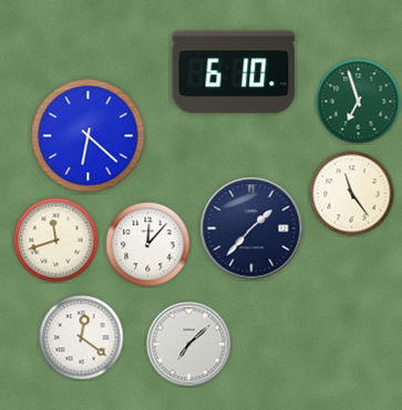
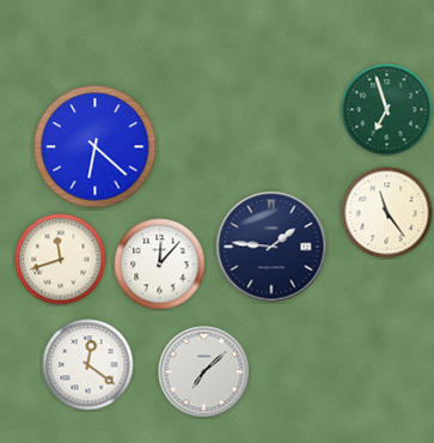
clock at (234, 72): 6:10 -> none
clock at (352, 194) position: (352, 194) -> (387, 213)
clock at (251, 228): 1:37 -> 1:46
